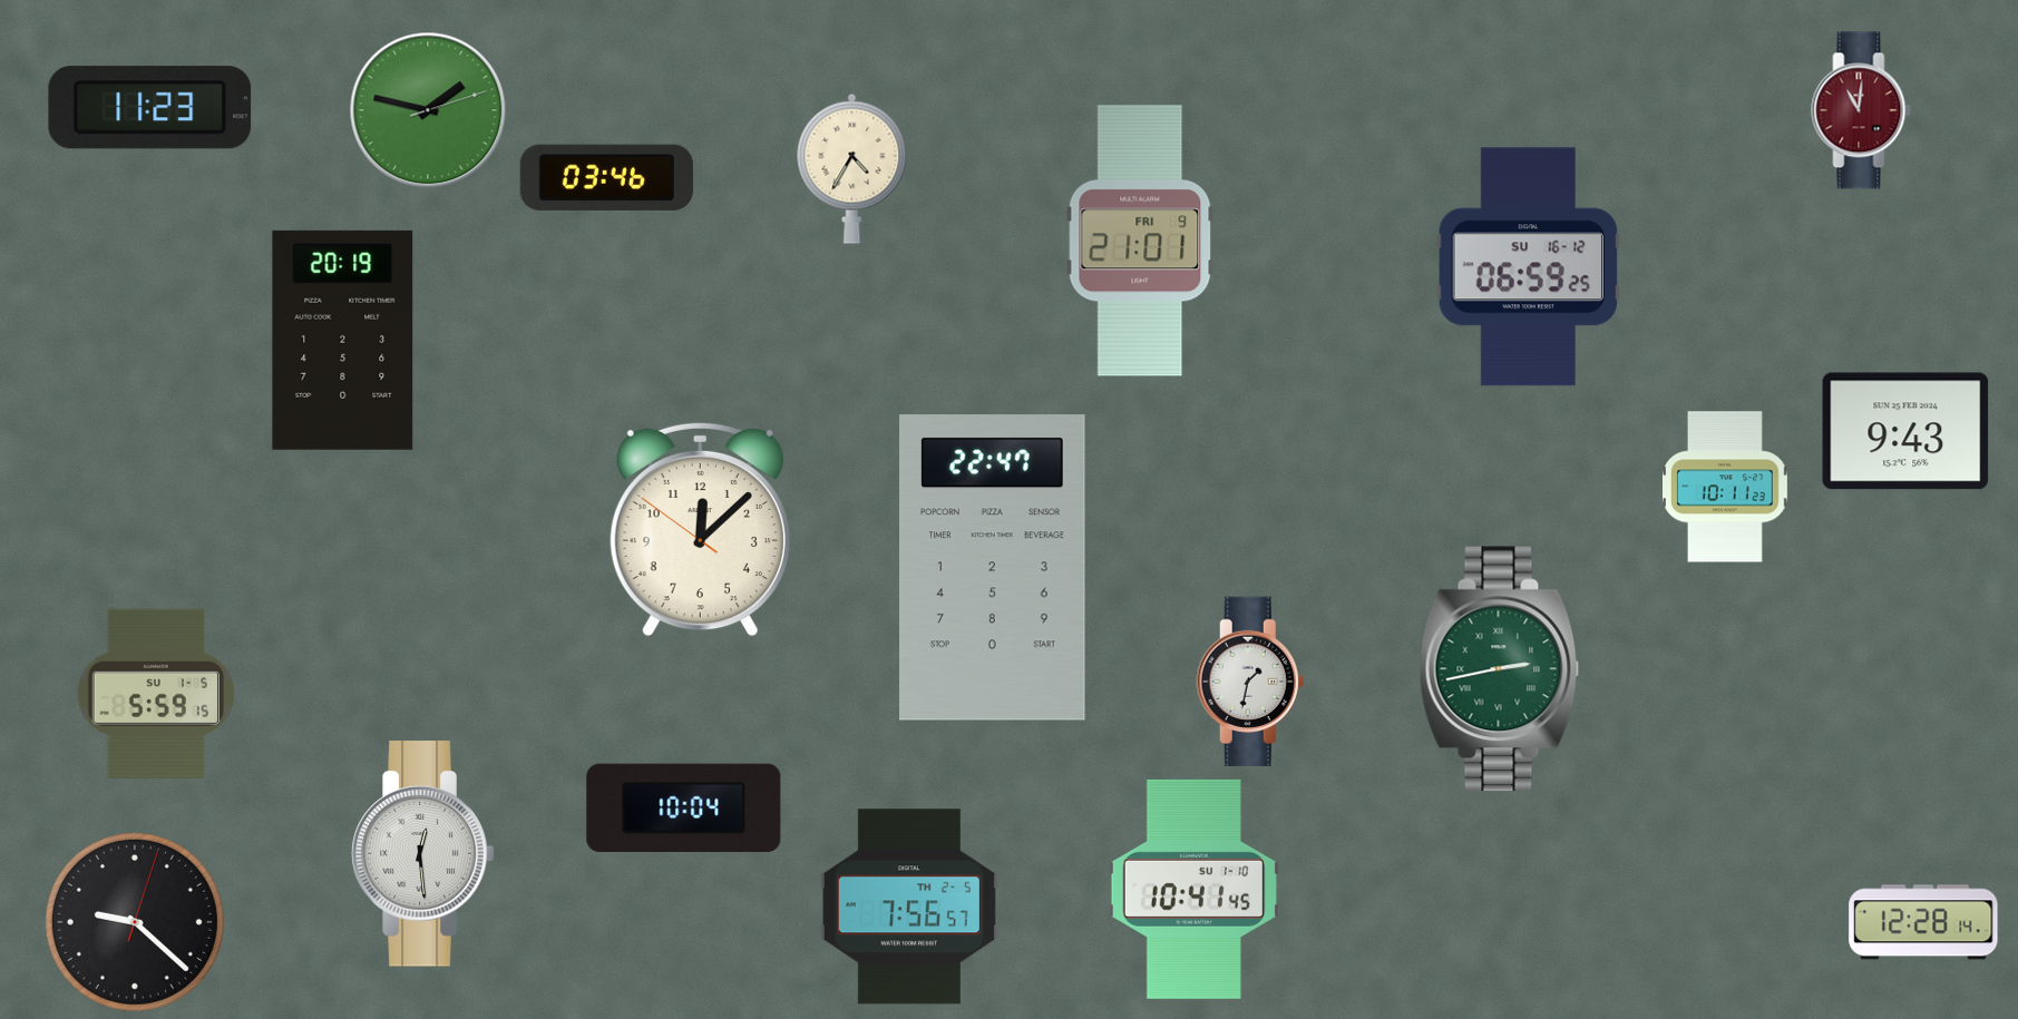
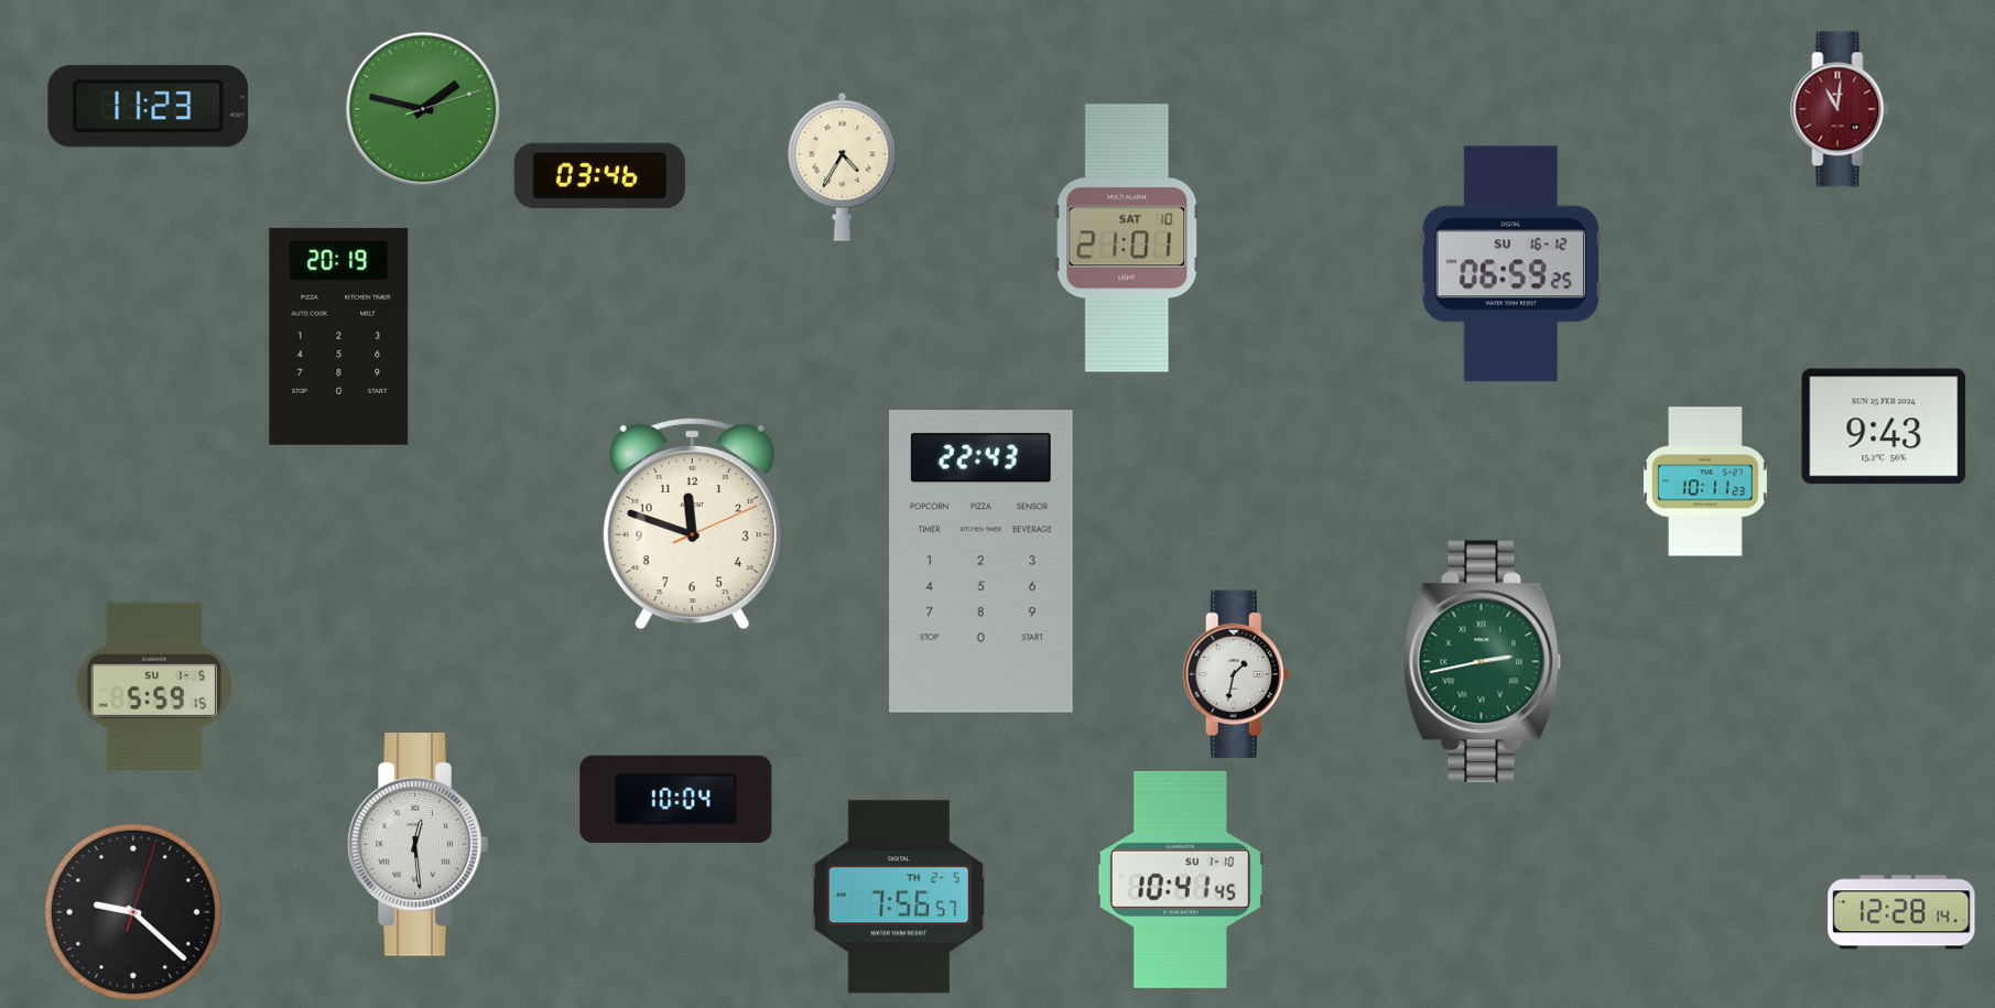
clock at (1140, 241) date: FRI 9 -> SAT 10
clock at (700, 529): 12:07 -> 11:48
clock at (993, 568): 22:47 -> 22:43
